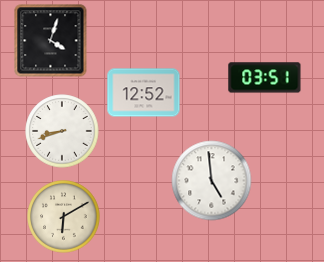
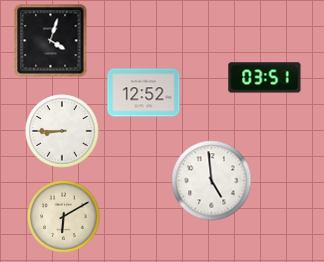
clock at (62, 131): 8:42 -> 8:45
